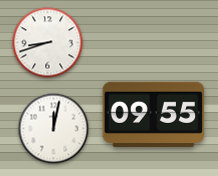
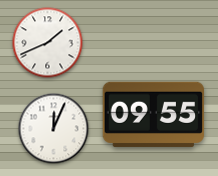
clock at (48, 43): 8:42 -> 1:41
clock at (54, 129): 12:02 -> 12:04
